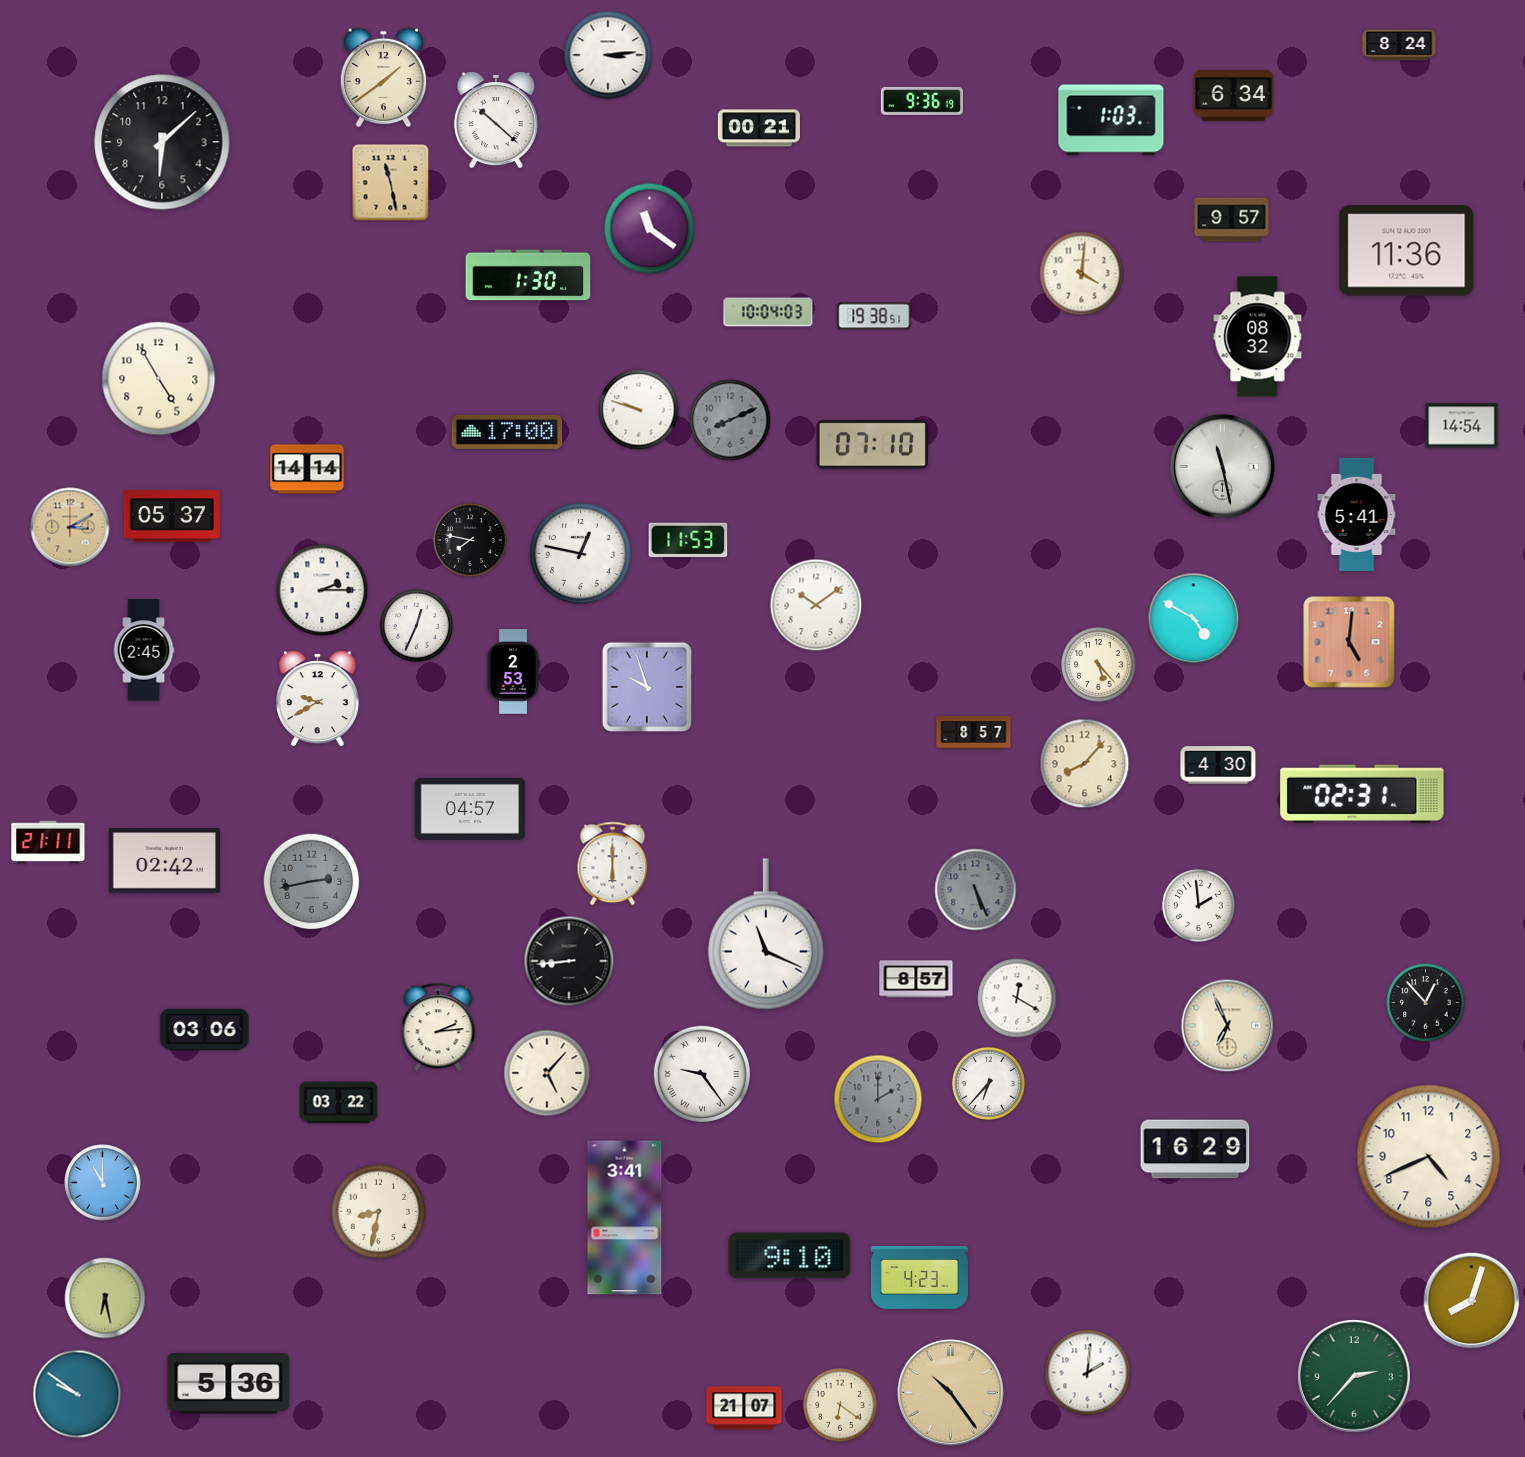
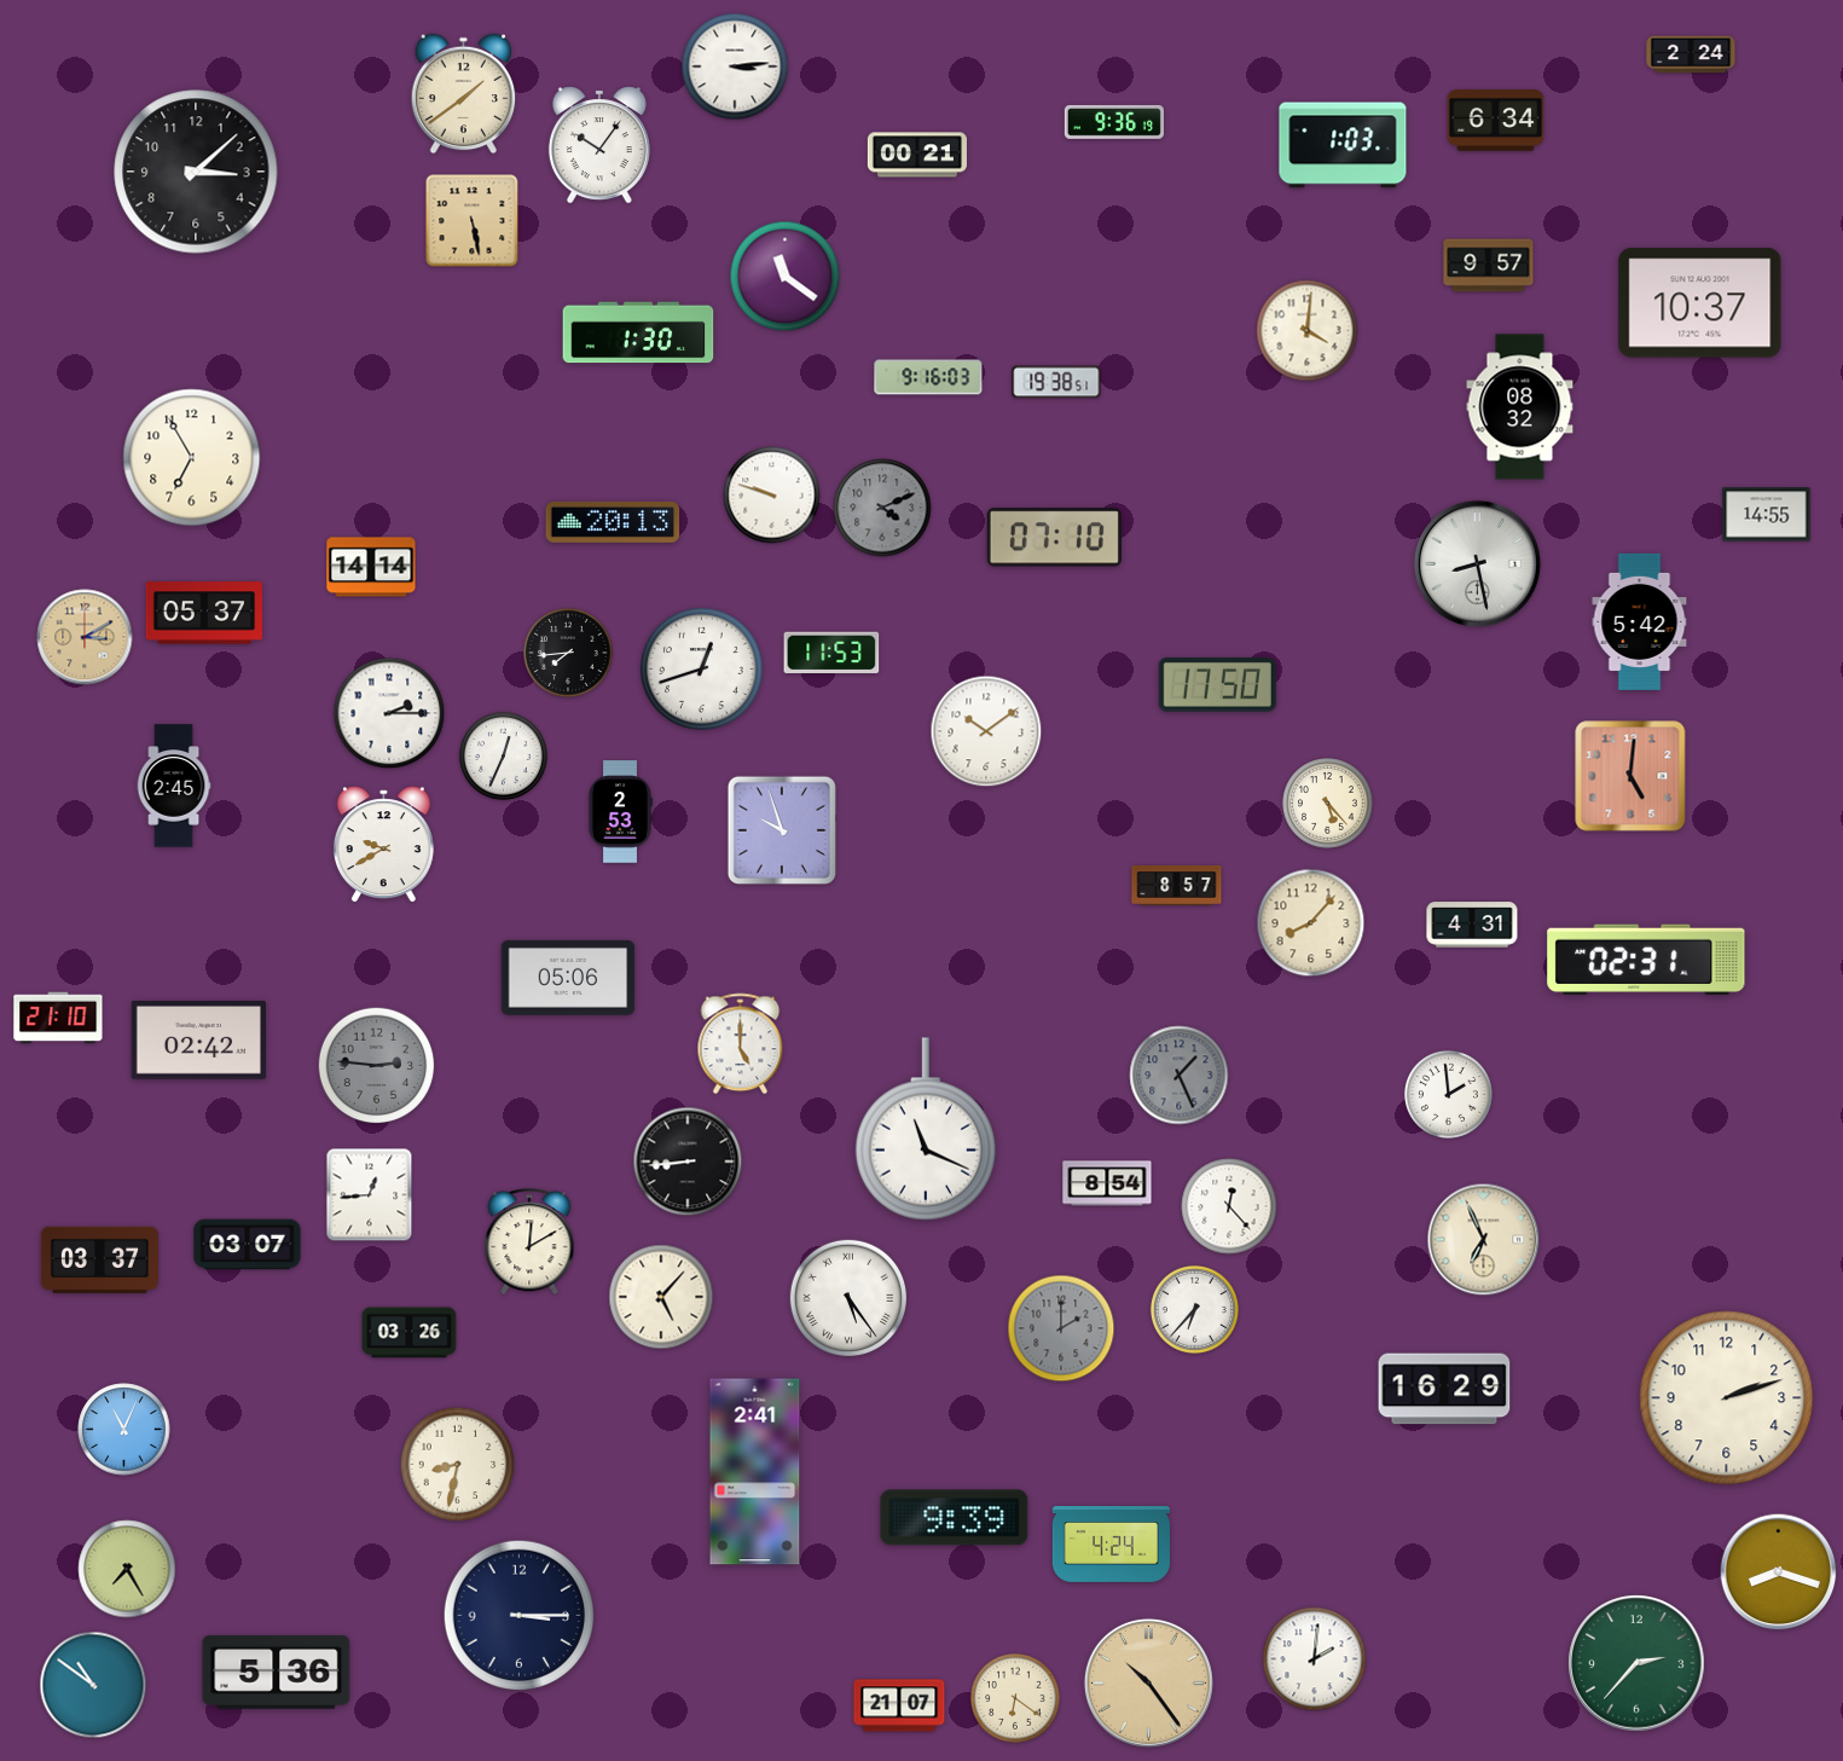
clock at (1399, 45): 8:24 -> 2:24
clock at (1234, 96) position: (1234, 96) -> (1496, 121)
clock at (496, 120): 10:22 -> 10:06
clock at (162, 142): 6:08 -> 3:08
clock at (391, 183): 11:28 -> 5:28
clock at (1407, 251): 11:36 -> 10:37
clock at (768, 312): 10:04 -> 9:16
clock at (159, 379): 4:55 -> 6:55
clock at (730, 420): 8:11 -> 4:11
clock at (1462, 426): 14:54 -> 14:55
clock at (507, 432): 17:00 -> 20:13
clock at (1222, 466): 11:28 -> 8:28
clock at (1357, 514): 5:41 -> 5:42
clock at (172, 516) position: (172, 516) -> (204, 613)
clock at (471, 541): 7:47 -> 7:44
clock at (580, 553): 12:47 -> 12:42
clock at (1217, 685): none -> 17:50
clock at (1194, 619): 4:50 -> none
clock at (1218, 765): 4:30 -> 4:31
clock at (470, 809): 04:57 -> 05:06
clock at (48, 842): 21:11 -> 21:10
clock at (613, 864): 6:00 -> 5:00
clock at (312, 882): 2:43 -> 2:46
clock at (976, 890): 5:26 -> 1:26
clock at (916, 979): 8:57 -> 8:54
clock at (370, 1195): none -> 12:44
clock at (1017, 998): 12:20 -> 12:23
clock at (1426, 1003): 12:53 -> none
clock at (438, 1028): 2:14 -> 12:10
clock at (205, 1030): 03:06 -> 03:07
clock at (99, 1259): none -> 03:37
clock at (701, 1073): 9:24 -> 5:24
clock at (339, 1103): 03:22 -> 03:26
clock at (1429, 1157): 4:41 -> 2:12
clock at (103, 1183): 11:00 -> 11:04
clock at (625, 1218): 3:41 -> 2:41
clock at (790, 1256): 9:10 -> 9:39
clock at (919, 1278): 4:23 -> 4:24
clock at (105, 1298): 6:28 -> 7:25
clock at (1472, 1301): 8:03 -> 8:18
clock at (518, 1615): none -> 3:15
clock at (77, 1394): 9:51 -> 10:51
clock at (744, 1408) position: (744, 1408) -> (899, 1705)
